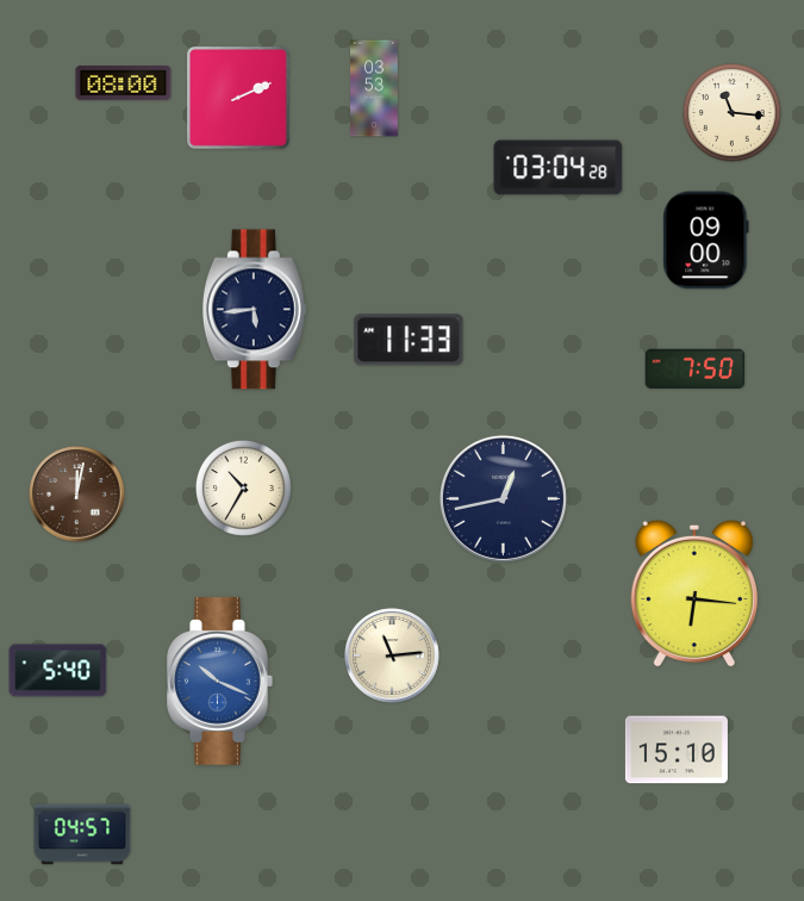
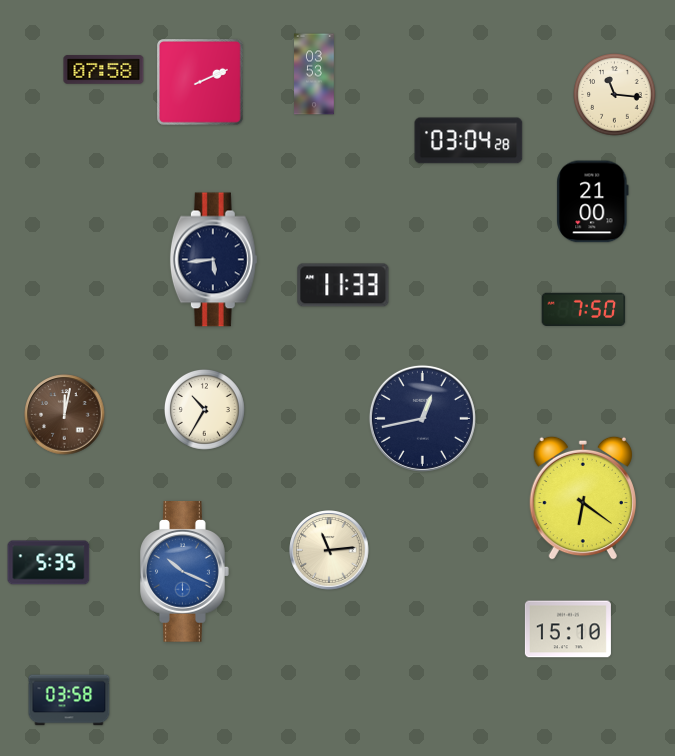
clock at (124, 83): 08:00 -> 07:58
clock at (706, 241): 09:00 -> 21:00
clock at (694, 594): 6:16 -> 6:21
clock at (58, 671): 5:40 -> 5:35
clock at (82, 834): 04:57 -> 03:58
